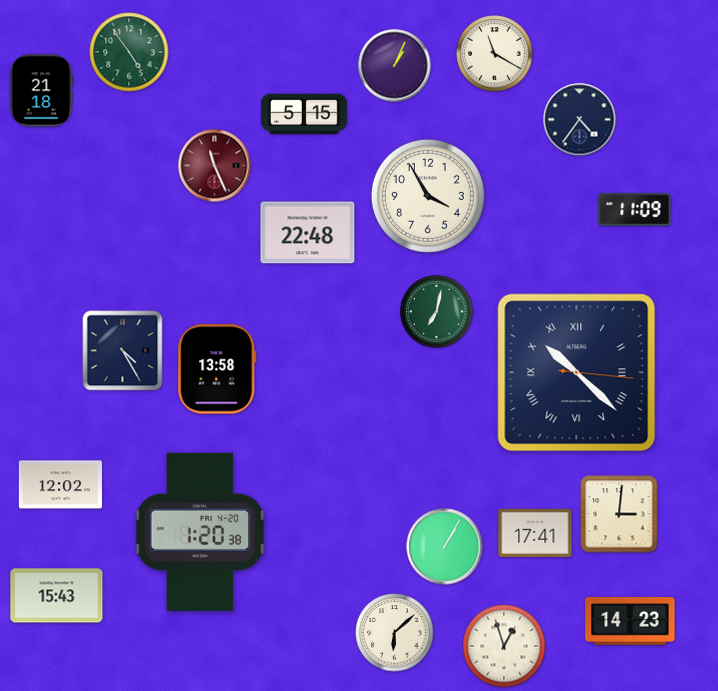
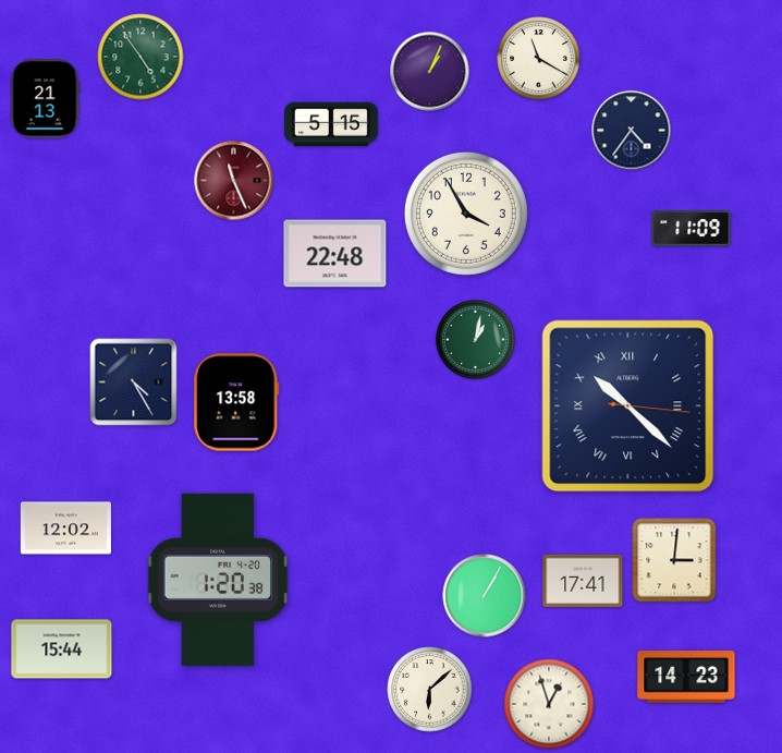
clock at (41, 91): 21:18 -> 21:13
clock at (437, 312): 7:02 -> 1:02
clock at (57, 596): 15:43 -> 15:44
